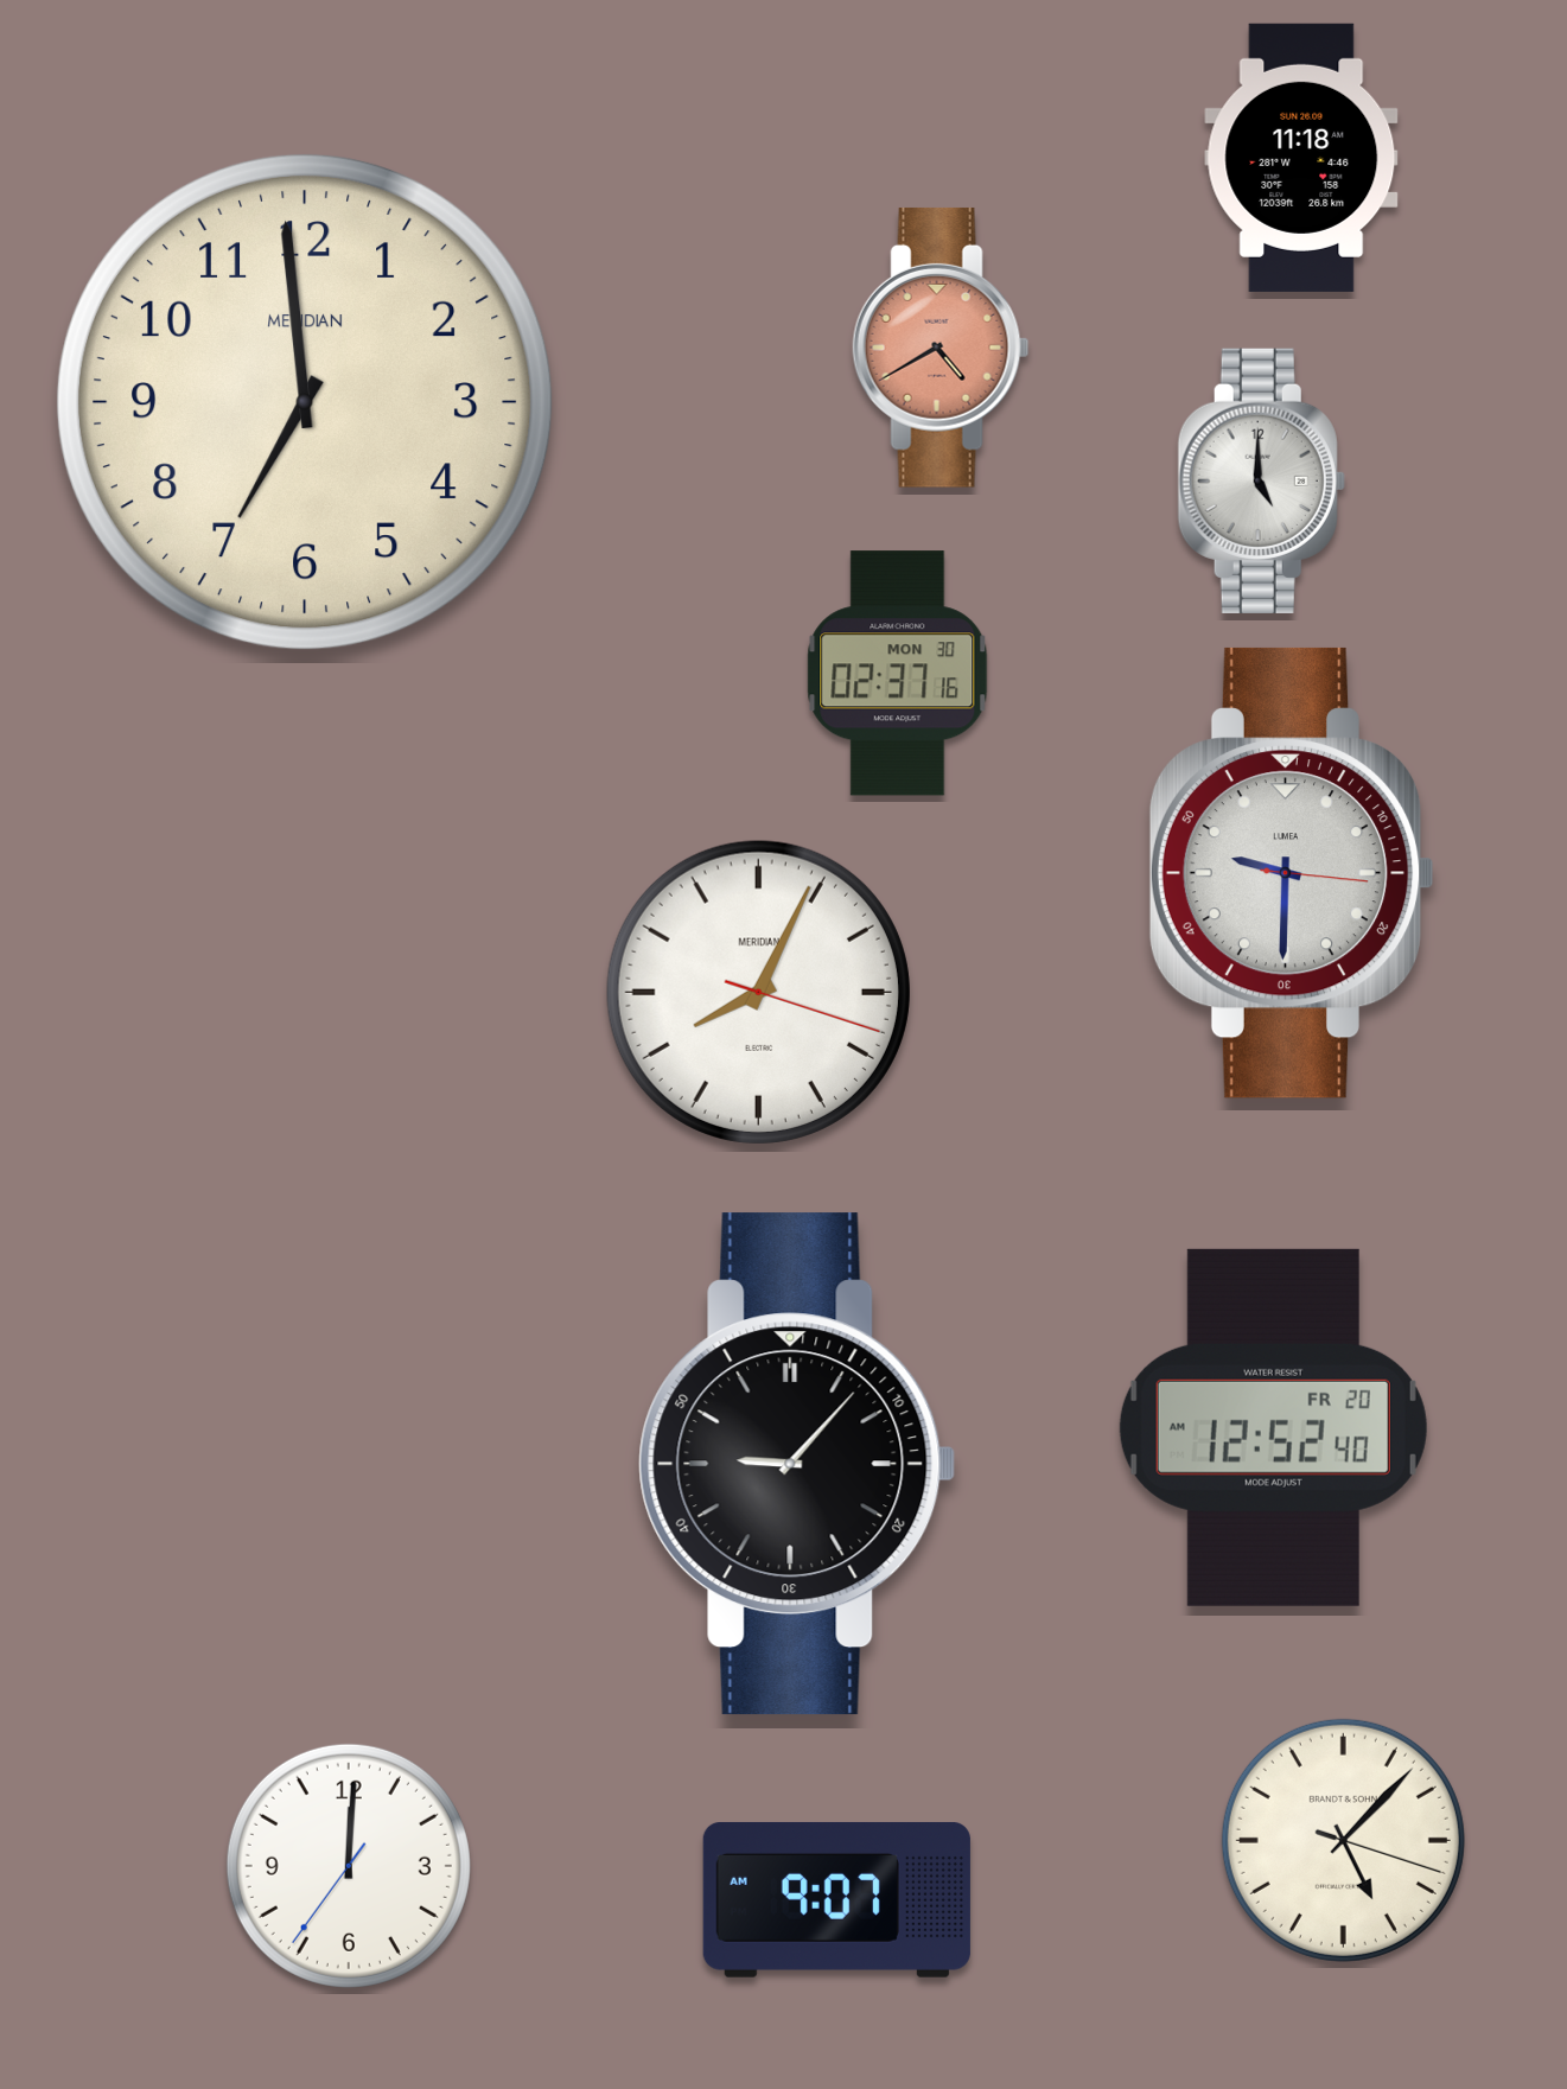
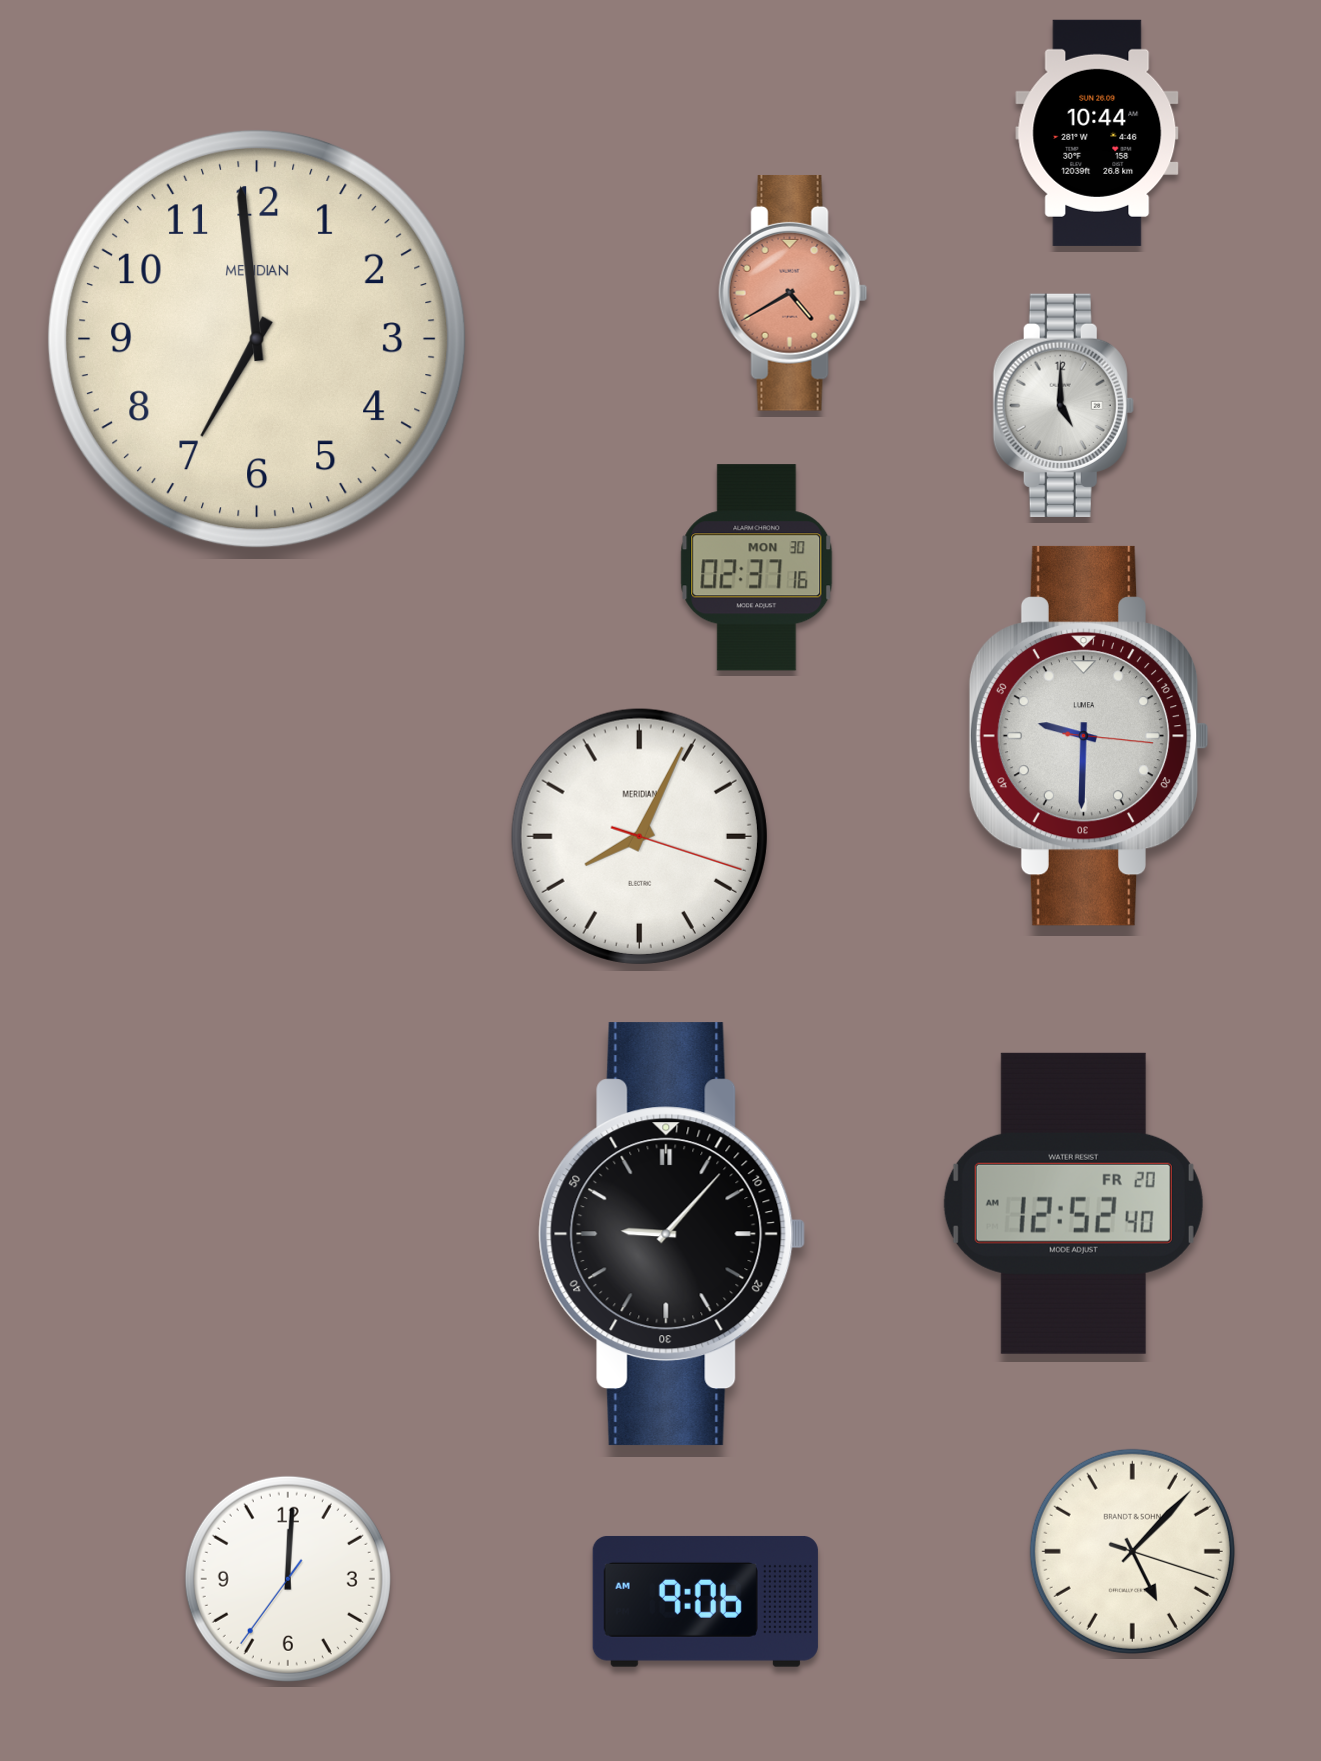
clock at (1301, 158): 11:18 -> 10:44
clock at (349, 1866) position: (349, 1866) -> (288, 1579)
clock at (836, 1899): 9:07 -> 9:06
